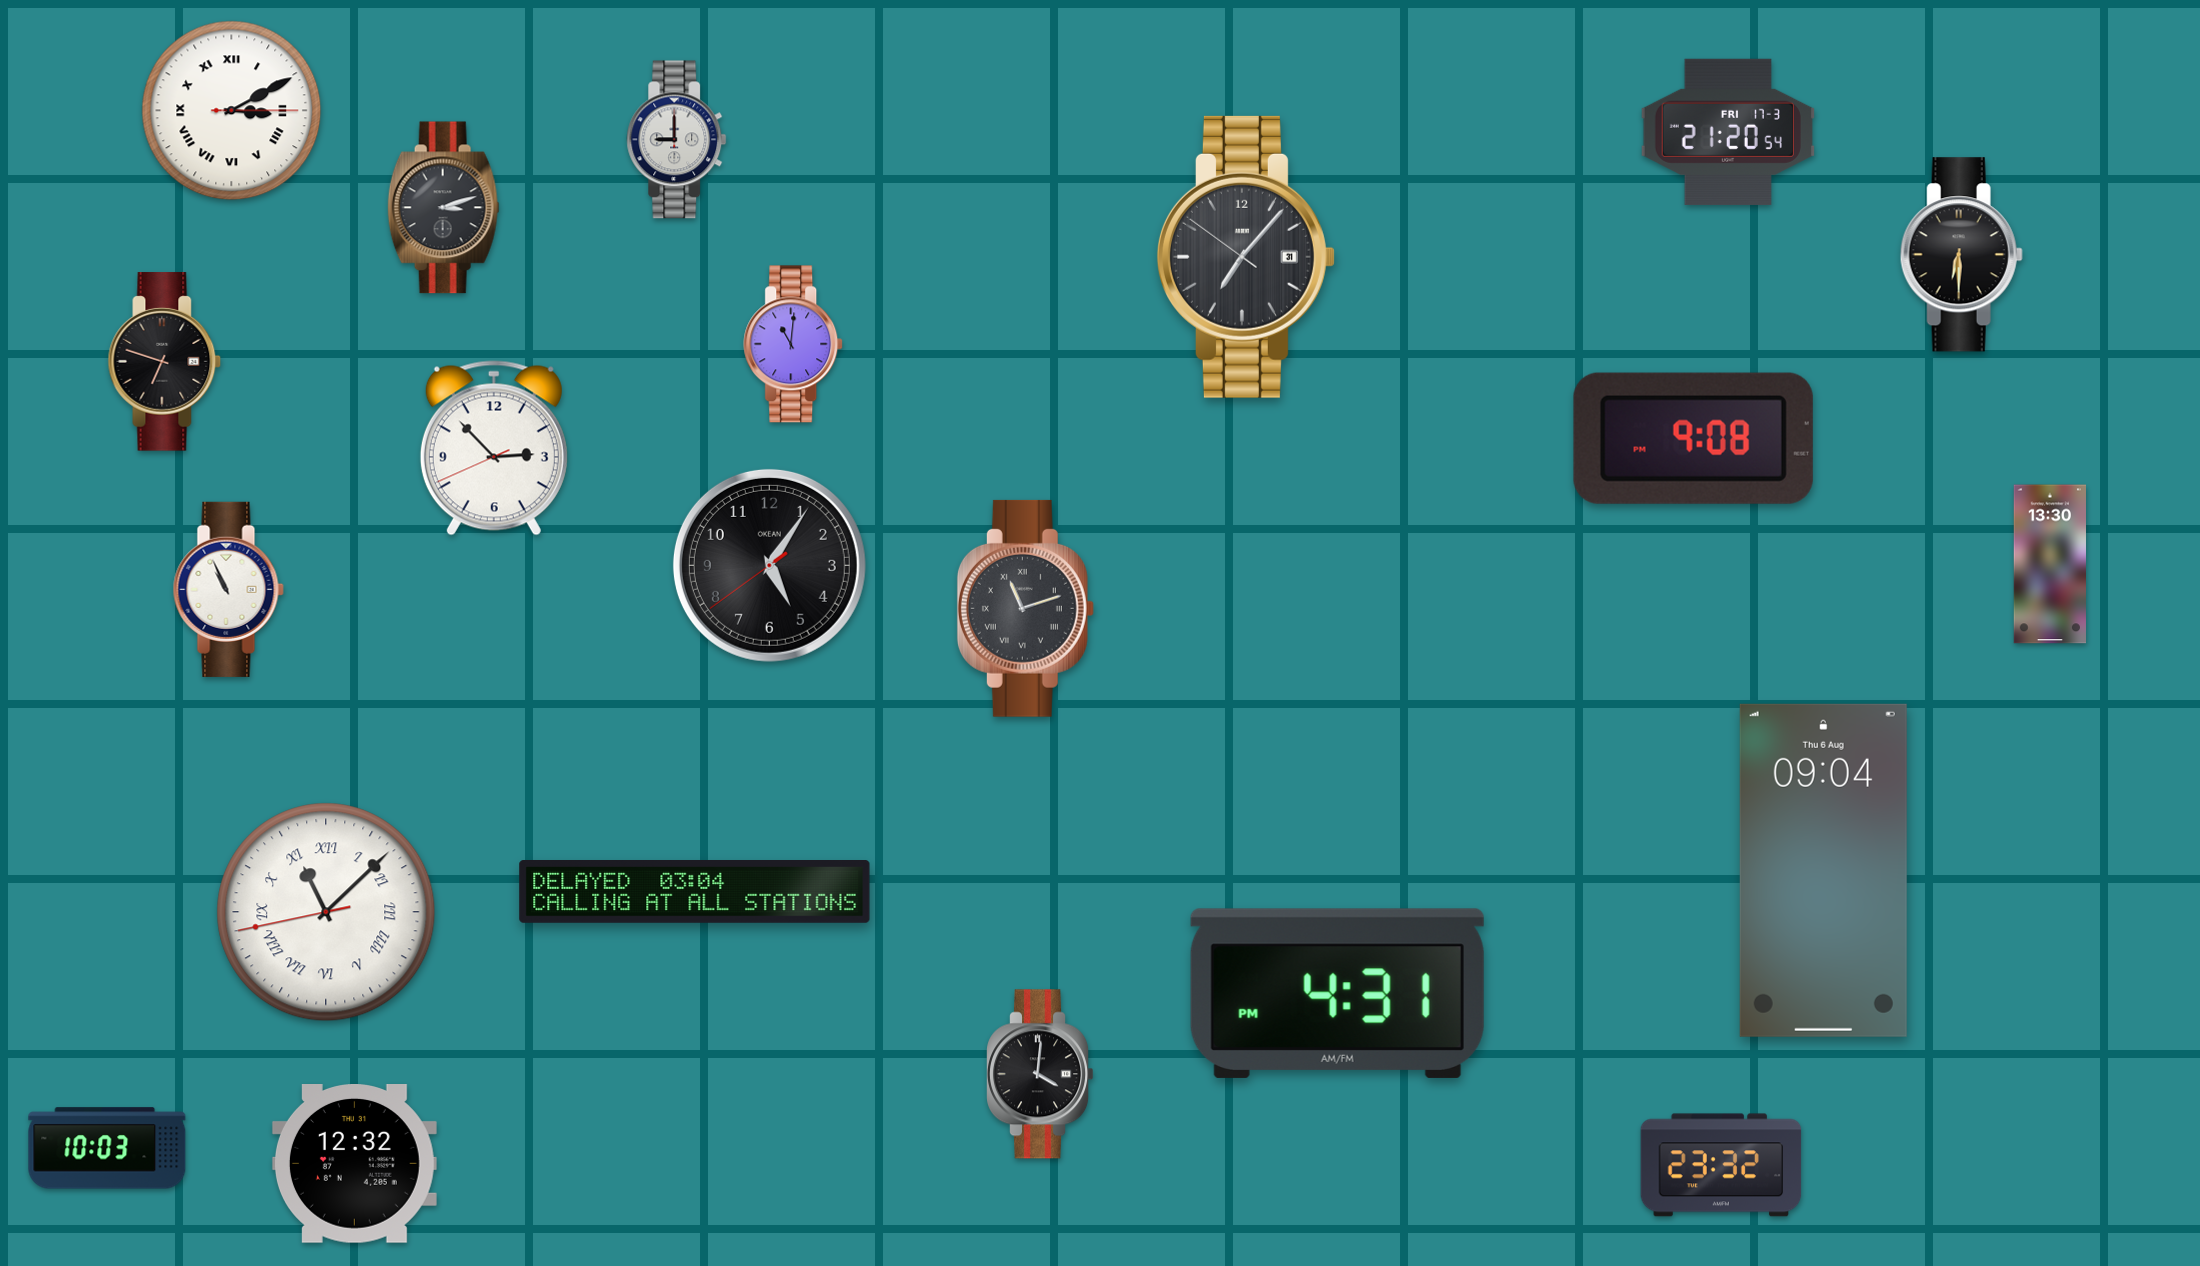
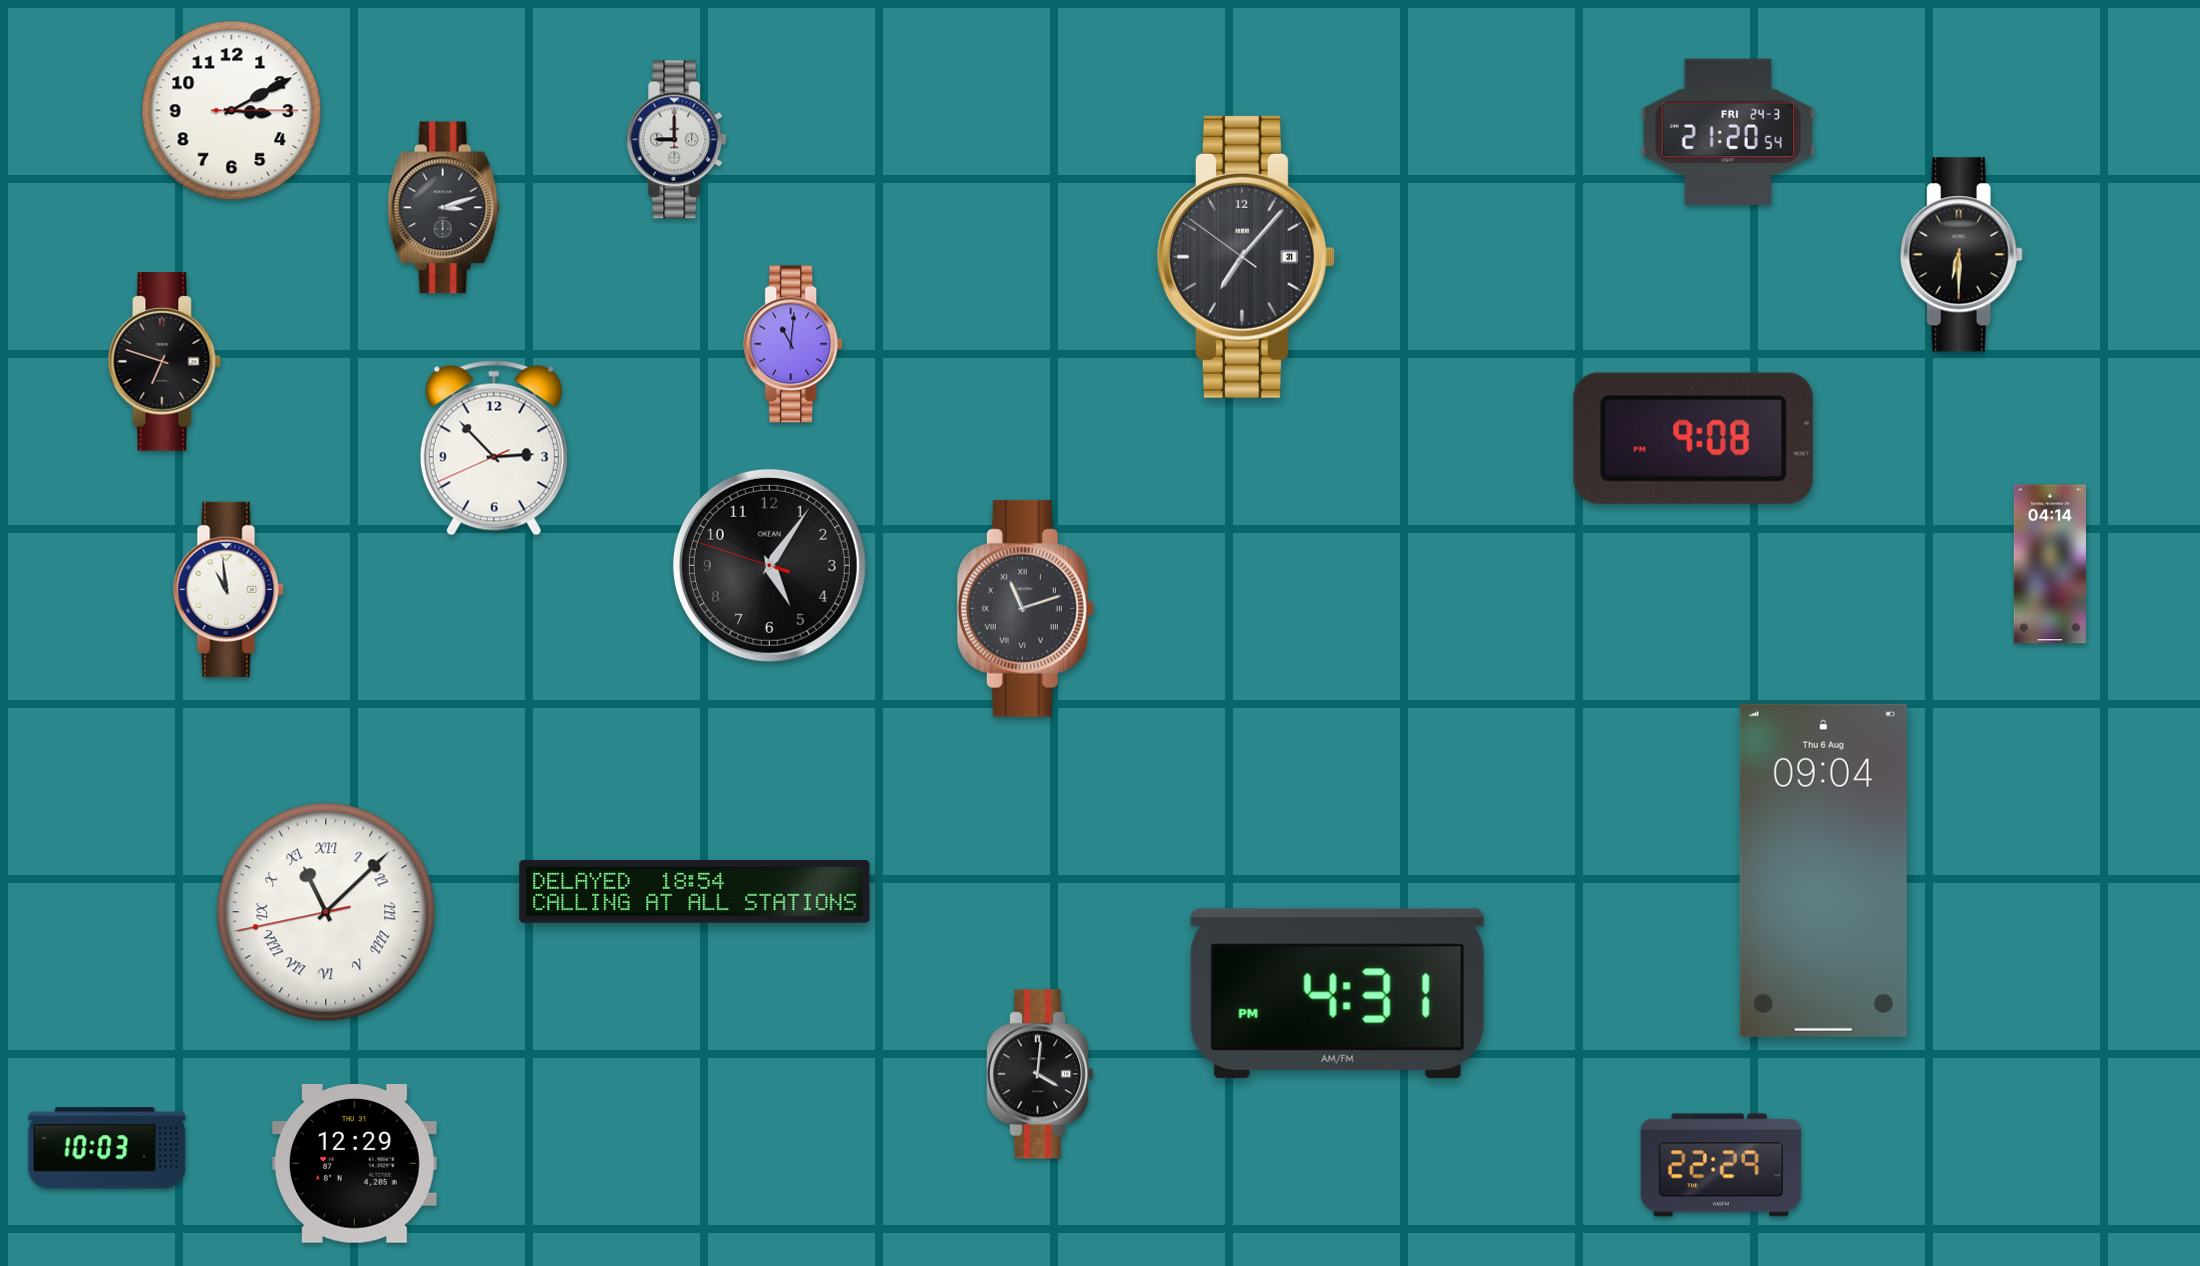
clock at (232, 111) numerals: Roman -> Arabic
clock at (1728, 132) date: FRI 17-3 -> FRI 24-3
clock at (2049, 564): 13:30 -> 04:14
clock at (769, 565): 5:05:39 -> 5:05:48
clock at (228, 589): 10:56 -> 10:59
clock at (695, 892): 03:04 -> 18:54
clock at (354, 1164): 12:32 -> 12:29
clock at (1721, 1165): 23:32 -> 22:29
